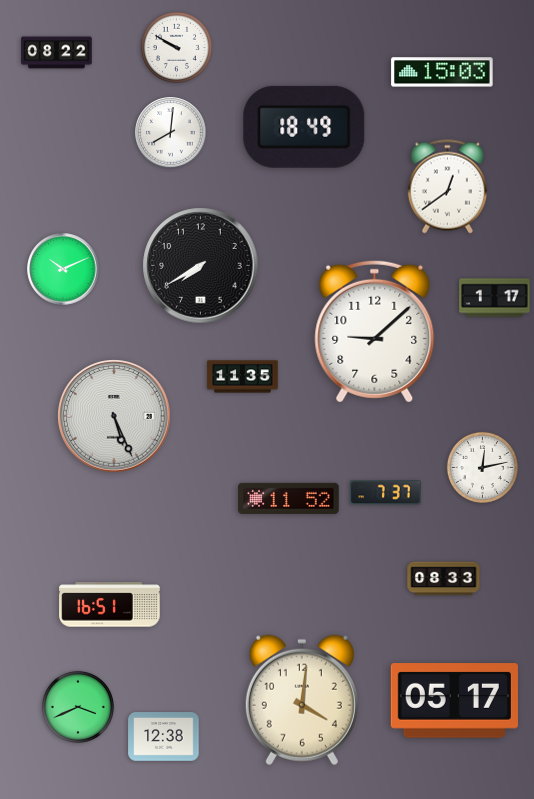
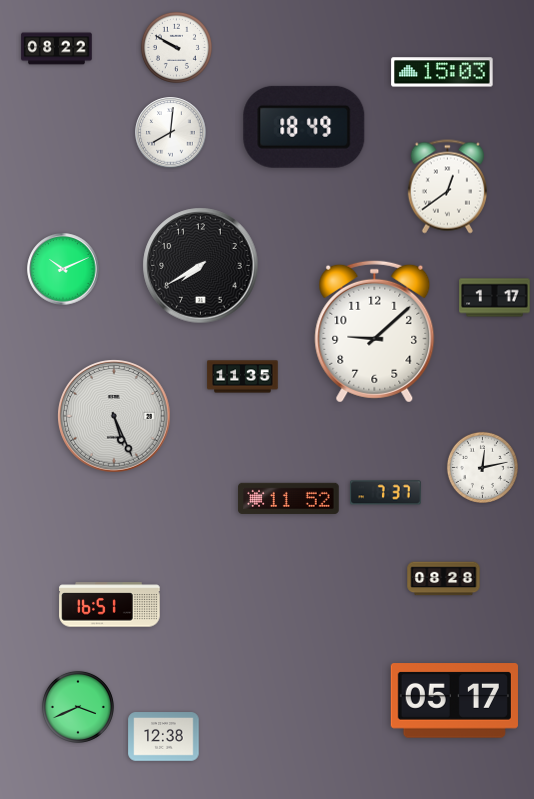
clock at (57, 53) position: (57, 53) -> (57, 49)
clock at (444, 579): 08:33 -> 08:28
clock at (302, 700): 4:01 -> none
